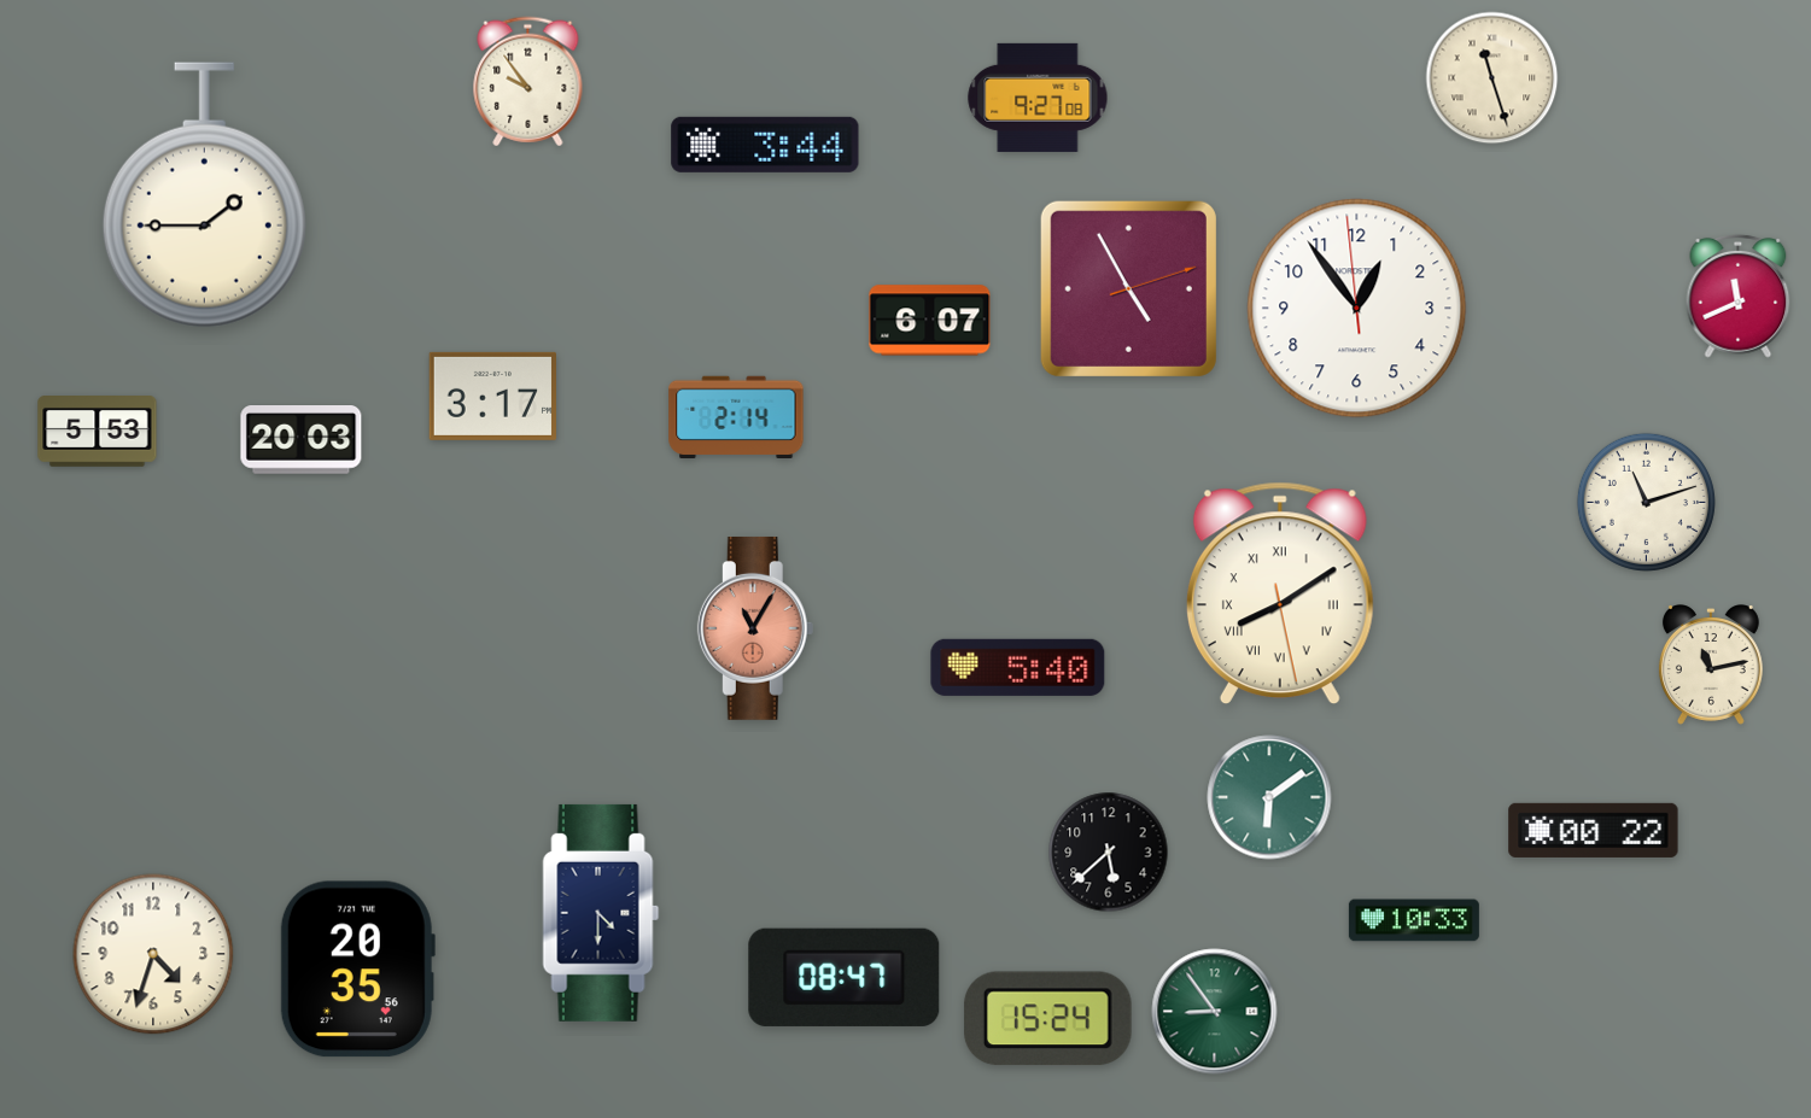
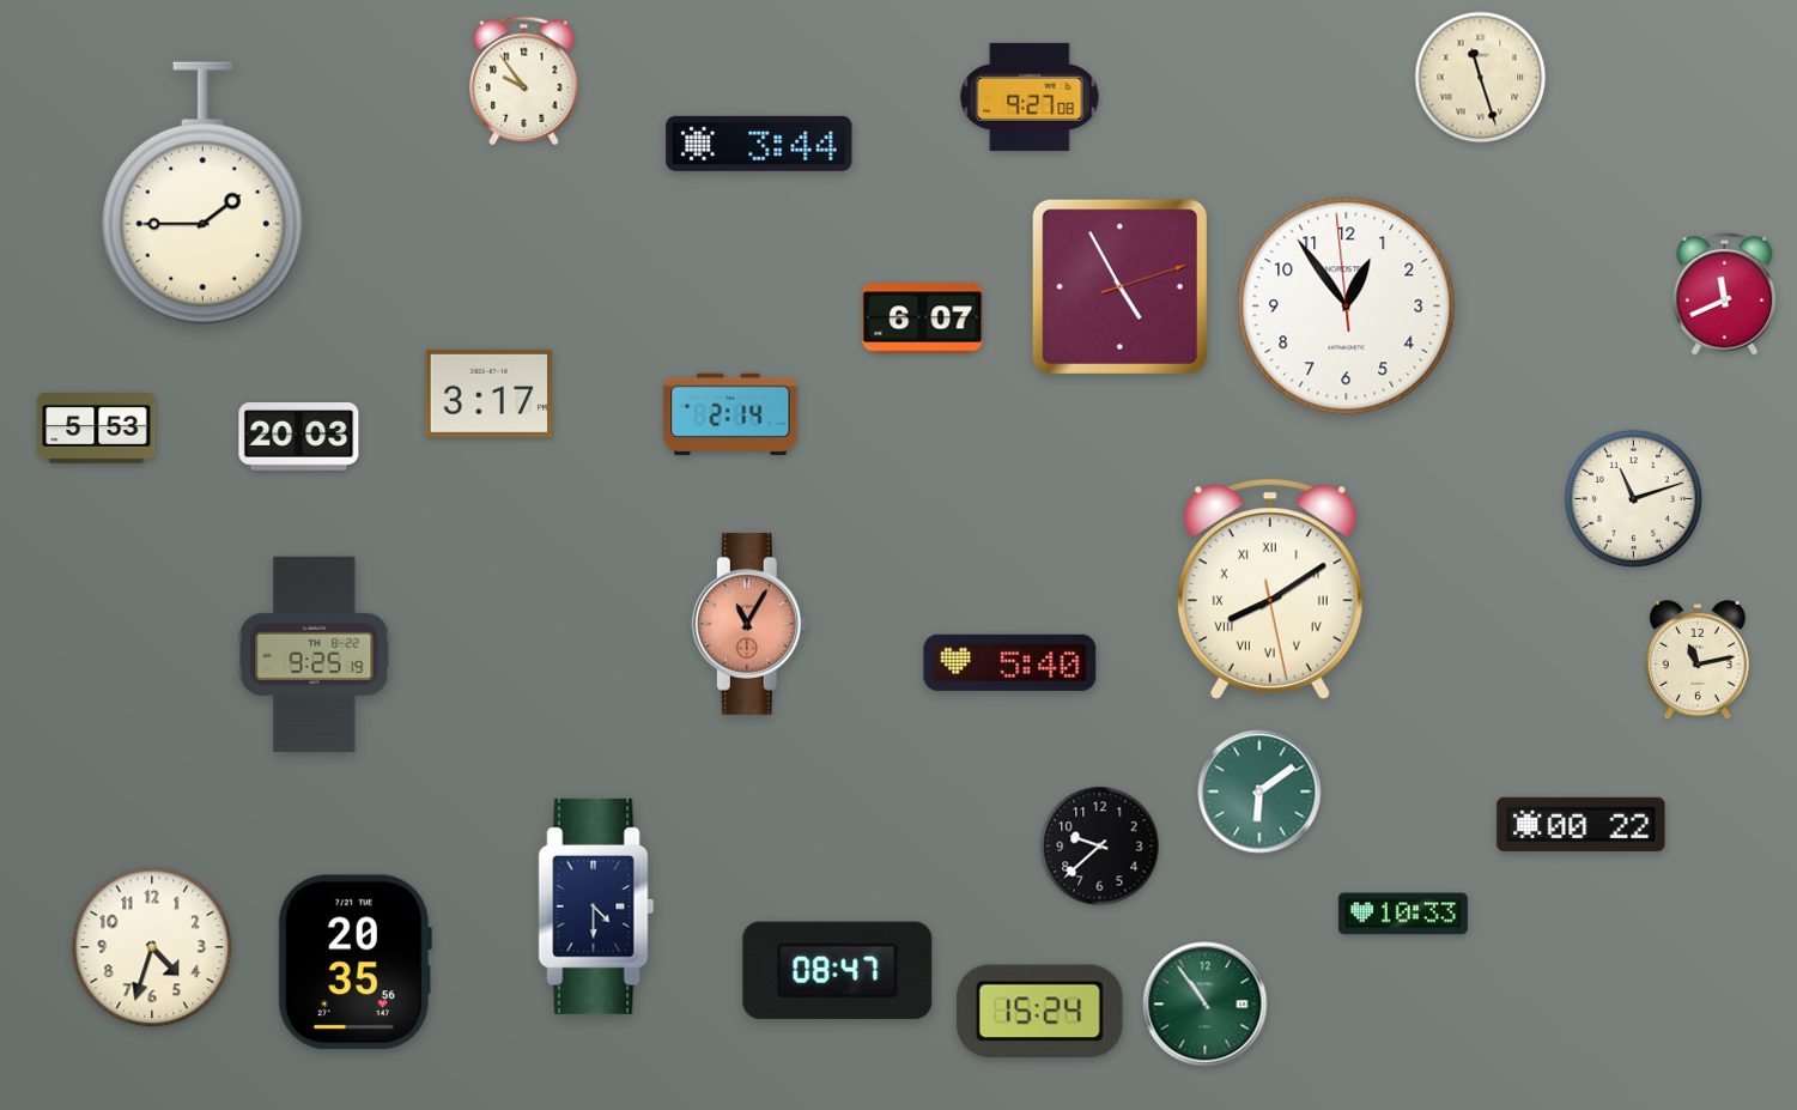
clock at (315, 654): none -> 9:25
clock at (1109, 853): 5:38 -> 9:38
clock at (1215, 1012): 8:54 -> 10:54
